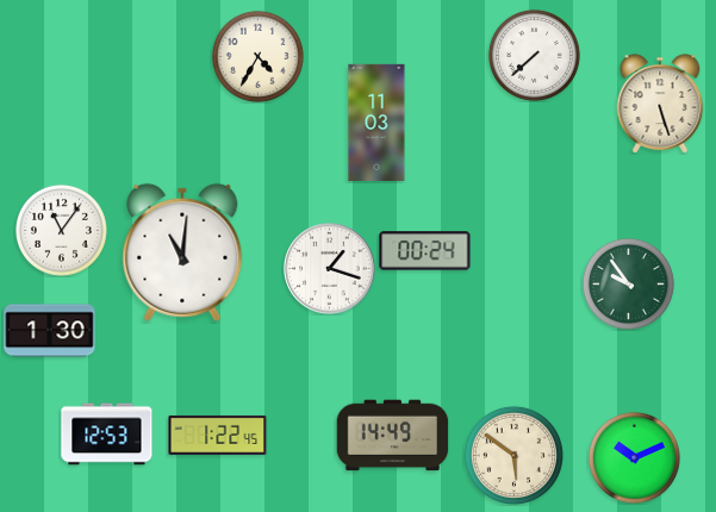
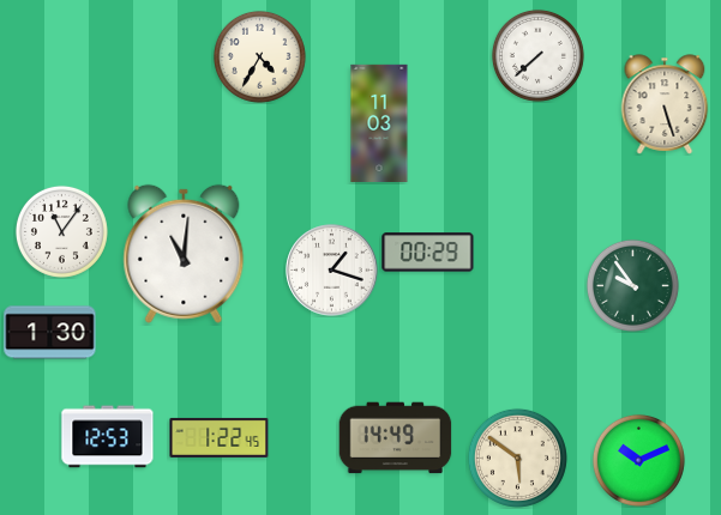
clock at (425, 251): 00:24 -> 00:29
